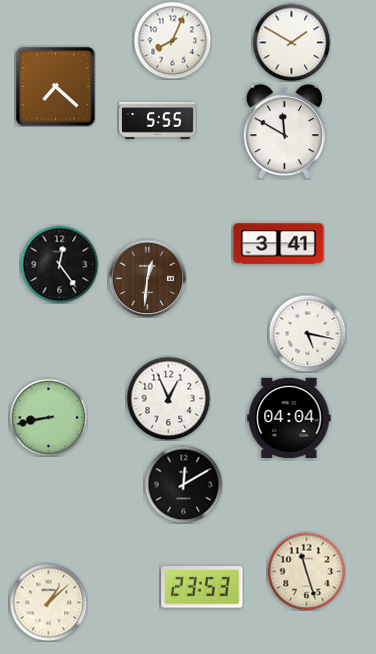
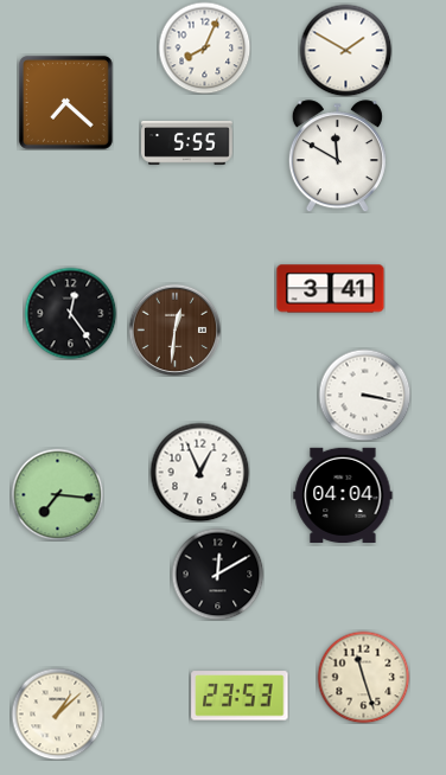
clock at (307, 333): 5:17 -> 3:17
clock at (48, 417): 8:43 -> 7:16
